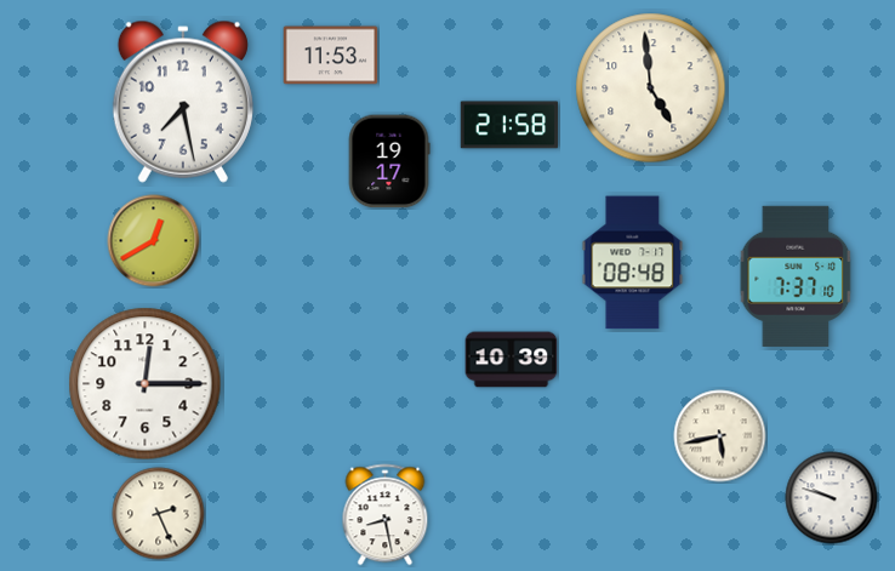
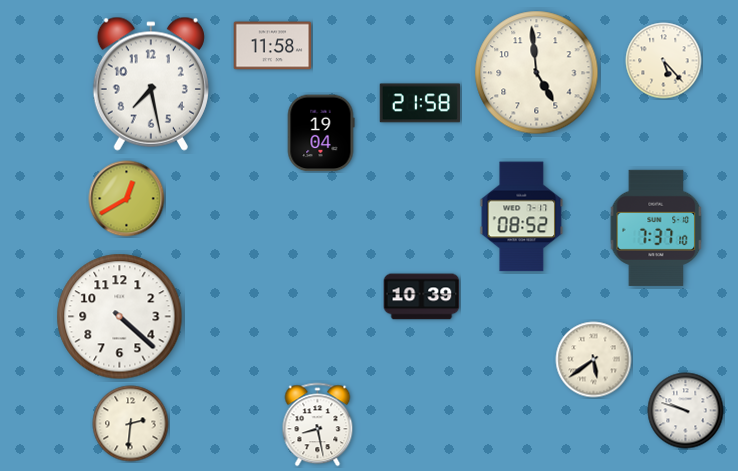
clock at (331, 56): 11:53 -> 11:58
clock at (664, 61): none -> 5:23
clock at (389, 161): 19:17 -> 19:04
clock at (633, 263): 08:48 -> 08:52
clock at (146, 384): 12:15 -> 4:22
clock at (720, 436): 5:43 -> 5:39
clock at (159, 514): 2:26 -> 2:31
